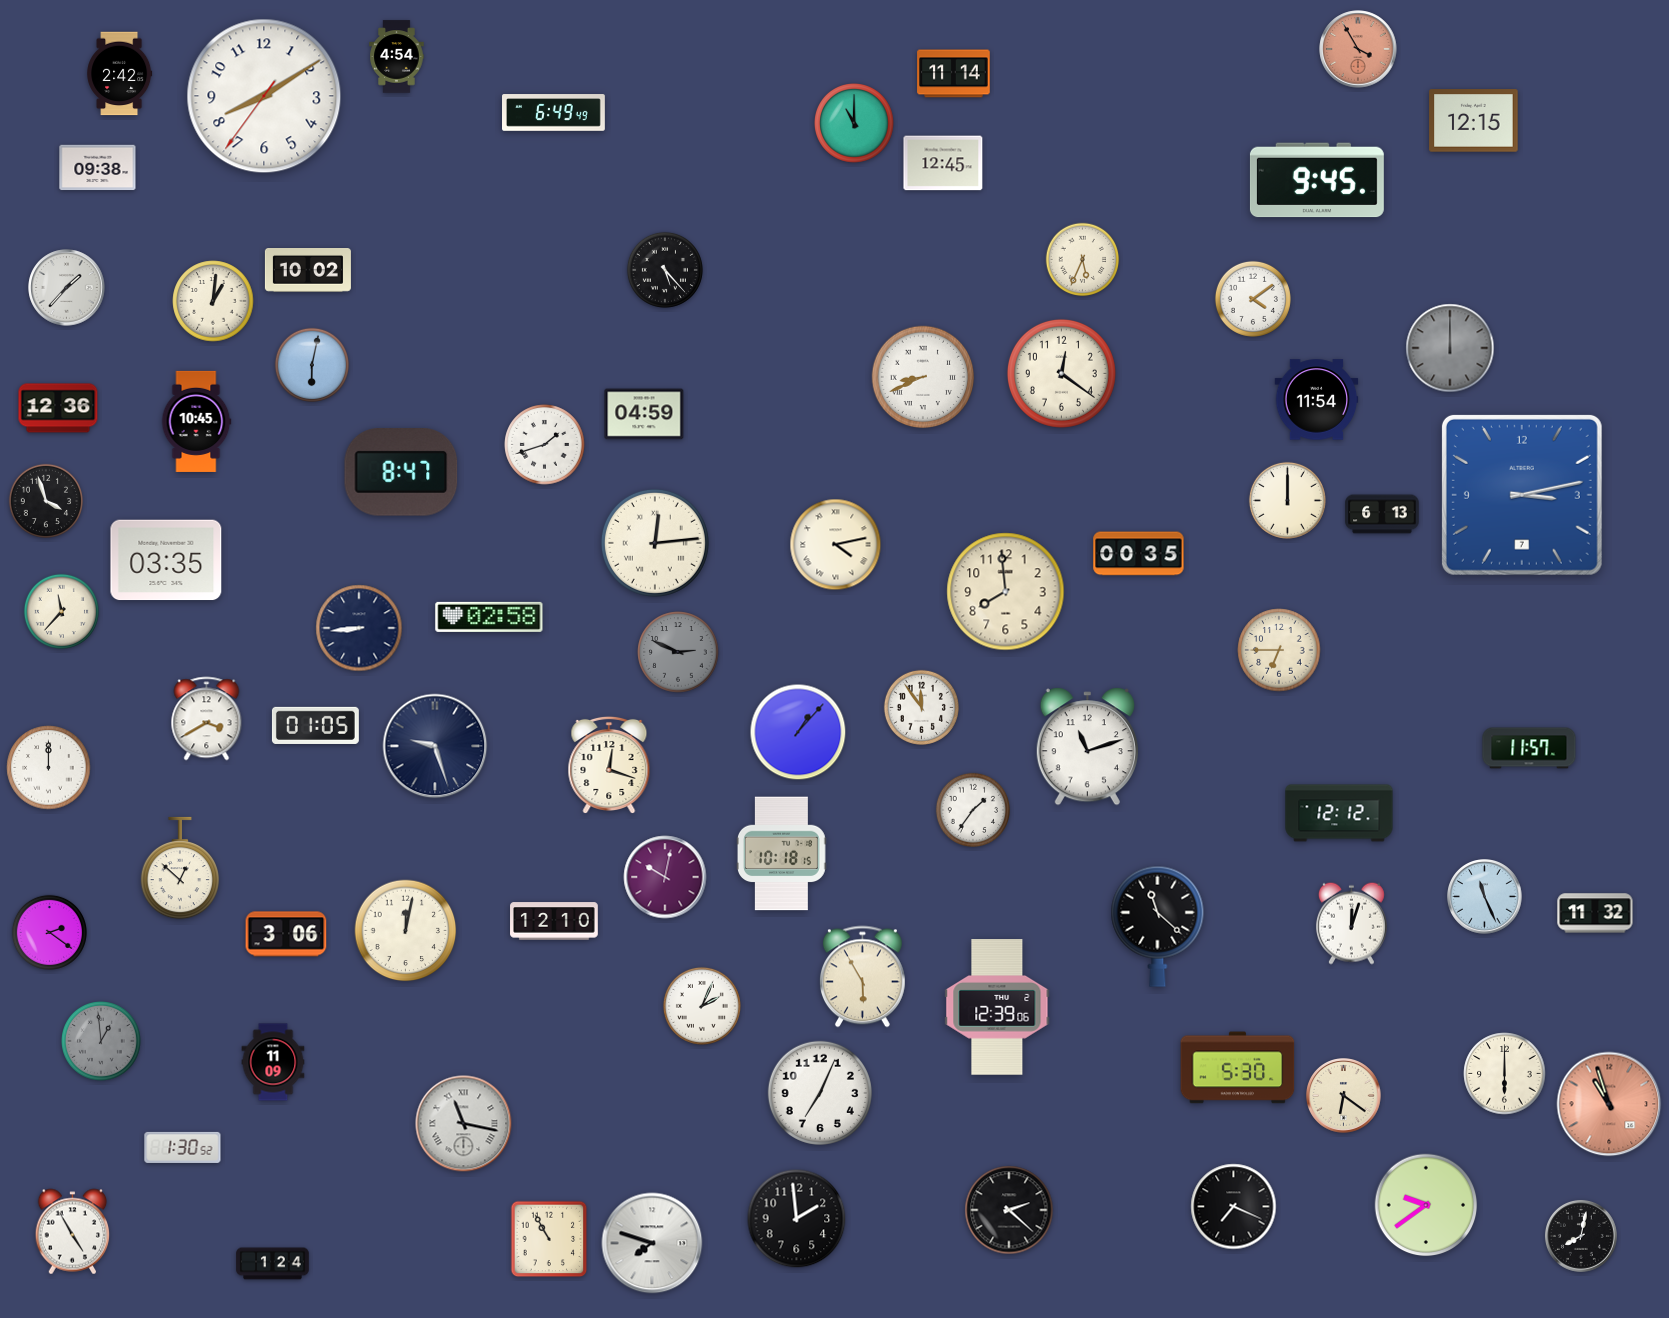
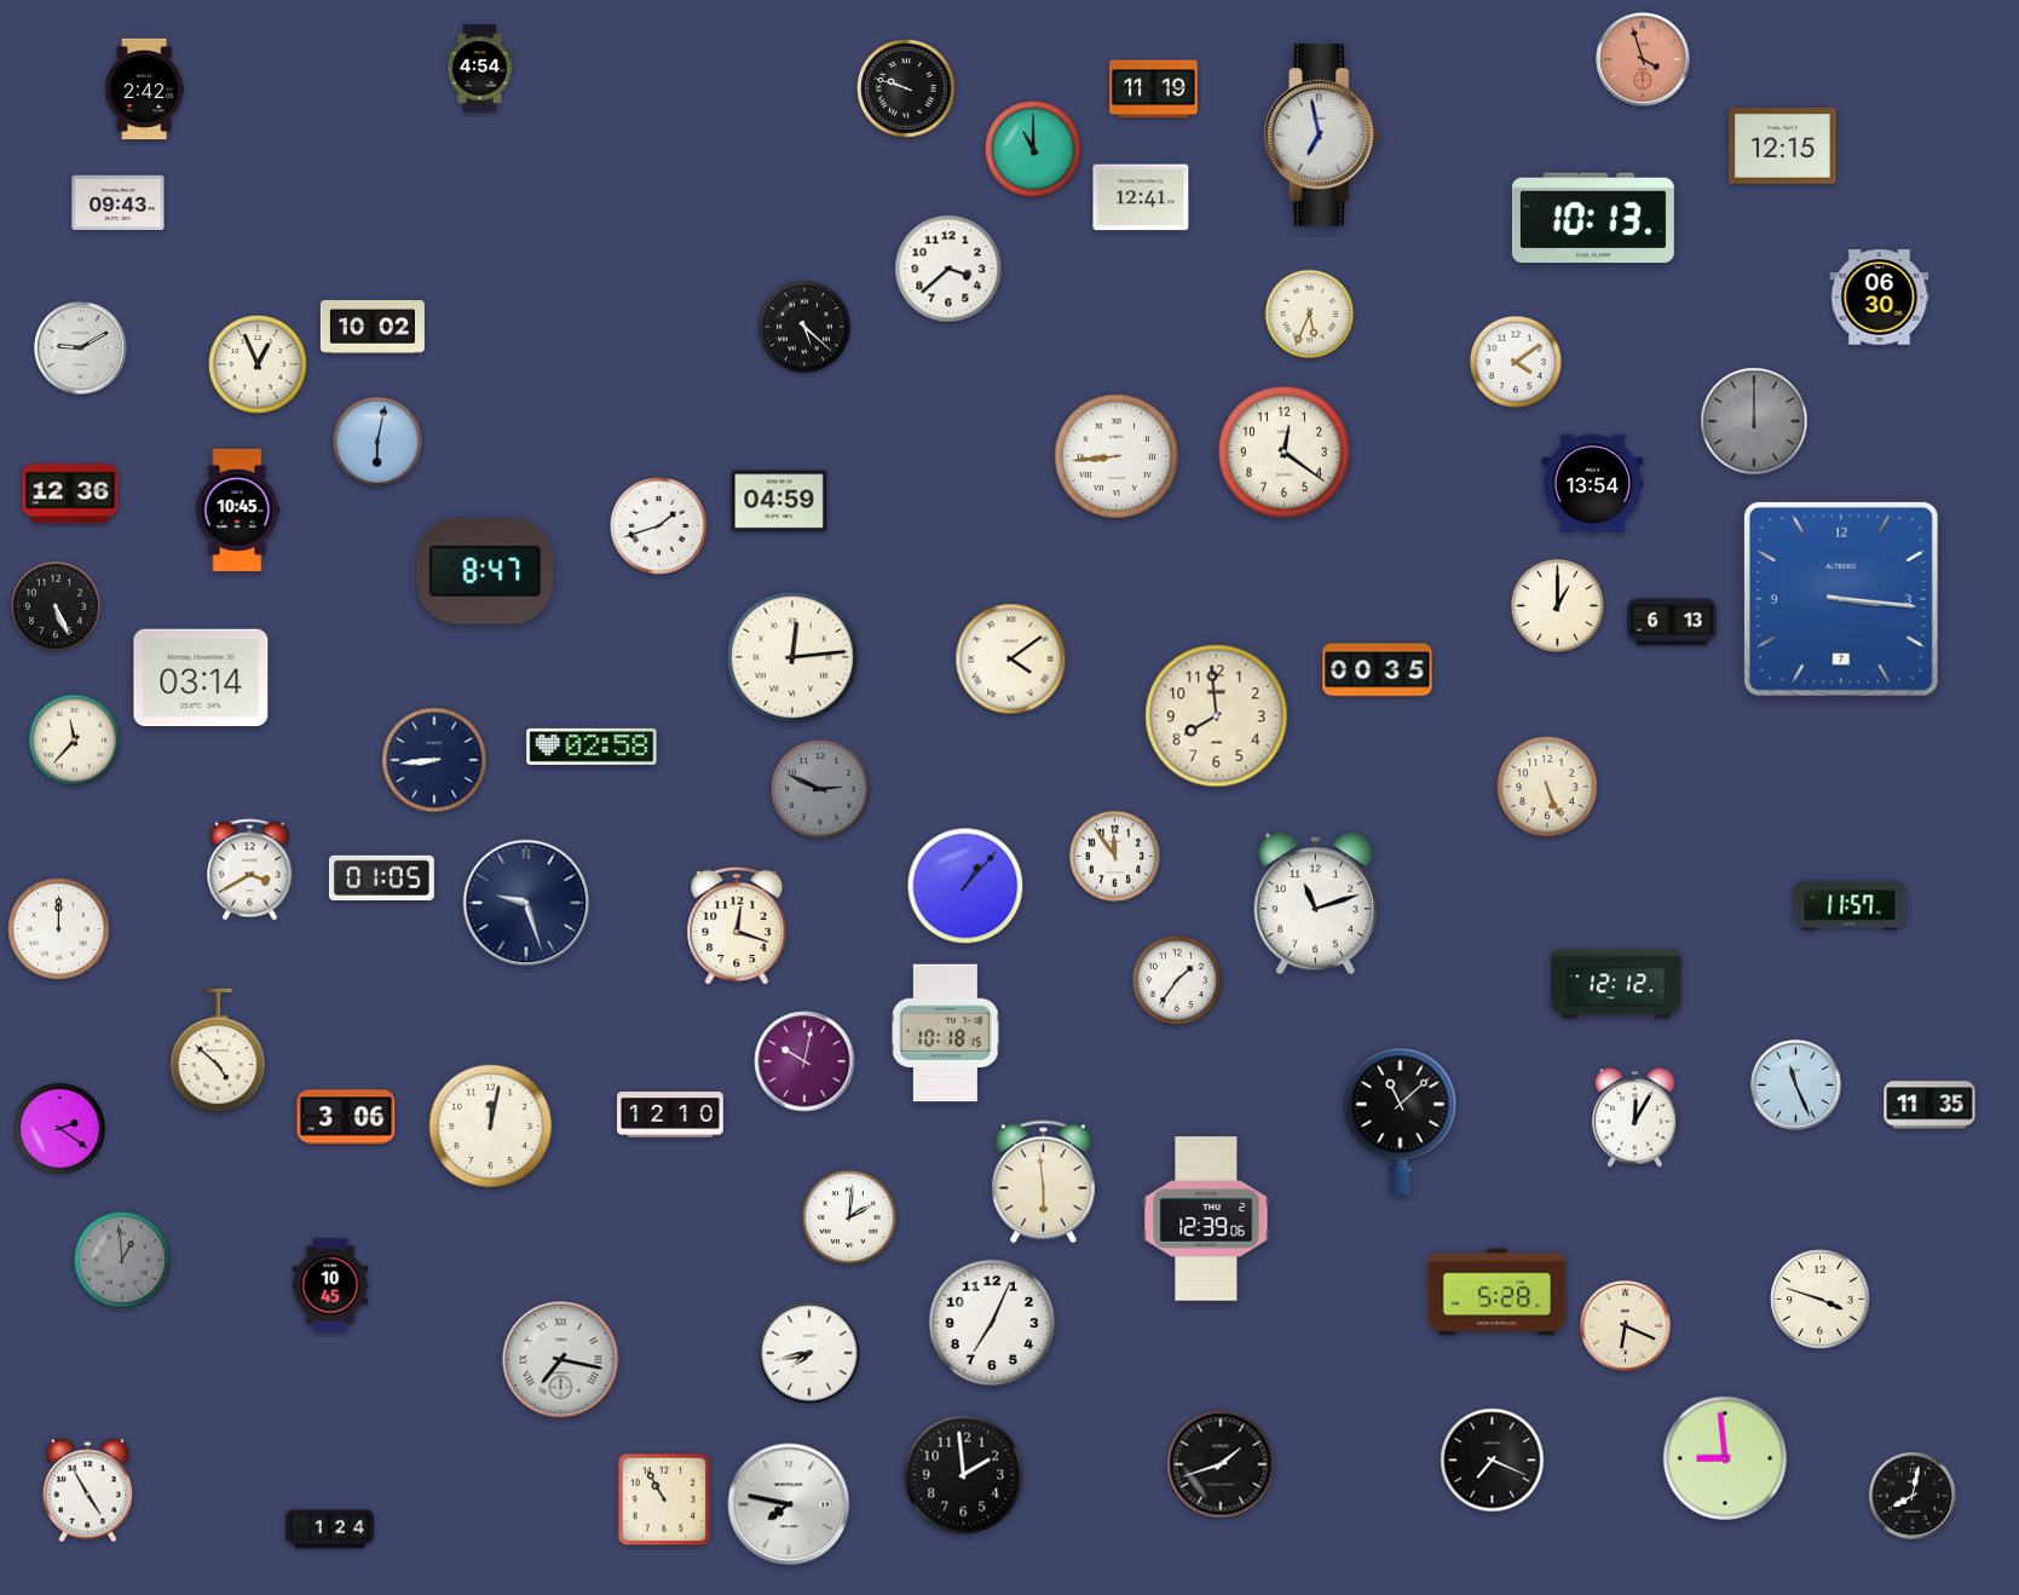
clock at (1358, 49): 3:55 -> 3:57
clock at (906, 88): none -> 9:48
clock at (954, 74): 11:14 -> 11:19
clock at (264, 96): 8:09 -> none
clock at (1322, 136): none -> 6:58
clock at (554, 113): 6:49 -> none
clock at (943, 163): 12:45 -> 12:41
clock at (98, 168): 09:38 -> 09:43
clock at (1317, 180): 9:45 -> 10:13
clock at (948, 269): none -> 3:38
clock at (1880, 298): none -> 06:30
clock at (665, 270): 5:23 -> 5:22
clock at (67, 288): 1:37 -> 9:10
clock at (213, 301): 1:01 -> 12:56
clock at (923, 377): 8:41 -> 8:44
clock at (1317, 400): 11:54 -> 13:54
clock at (545, 445) position: (545, 445) -> (659, 526)
clock at (1522, 495): 3:13 -> 3:16
clock at (45, 500): 3:57 -> 5:26
clock at (1287, 500): 12:00 -> 1:00
clock at (836, 545): 4:13 -> 4:09
clock at (166, 560): 03:35 -> 03:14
clock at (1279, 650): 6:45 -> 5:26
clock at (1339, 813) position: (1339, 813) -> (1616, 984)
clock at (179, 868): 12:52 -> 4:52
clock at (1595, 913): 11:32 -> 11:35
clock at (1351, 923): 12:03 -> 12:05
clock at (1158, 926): 11:22 -> 11:08
clock at (286, 934) position: (286, 934) -> (346, 1117)
clock at (862, 977): 5:55 -> 5:59
clock at (702, 1006): 2:04 -> 2:01
clock at (273, 1062): 11:09 -> 10:45
clock at (1238, 1068): 5:30 -> 5:28
clock at (1505, 1074): 6:00 -> 3:48
clock at (1344, 1096): 6:21 -> 6:19
clock at (1609, 1104): 10:57 -> none
clock at (809, 1353): none -> 7:43
clock at (464, 1124): 11:17 -> 7:17
clock at (183, 1147): 1:30 -> none
clock at (1426, 1205): 9:39 -> 8:59
clock at (1009, 1210): 2:22 -> 1:42
clock at (652, 1243): 7:48 -> 7:47
